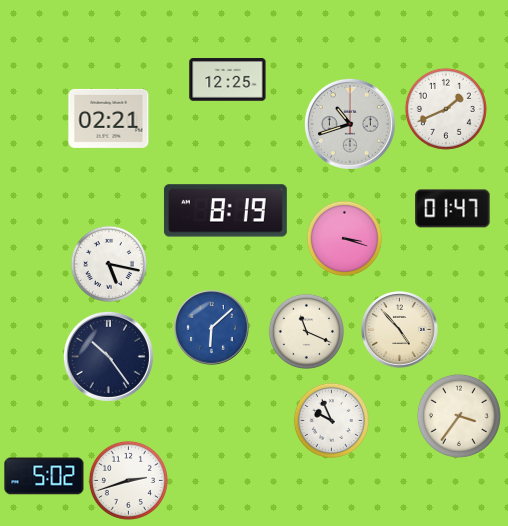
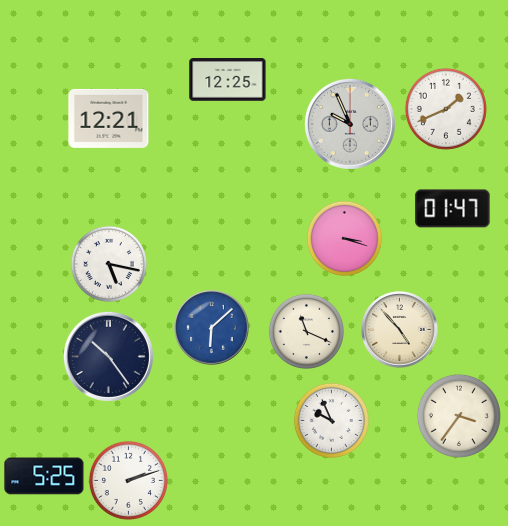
clock at (109, 118): 02:21 -> 12:21
clock at (350, 124): 10:42 -> 9:56
clock at (225, 211): 8:19 -> none
clock at (44, 476): 5:02 -> 5:25
clock at (128, 480): 2:42 -> 2:12
